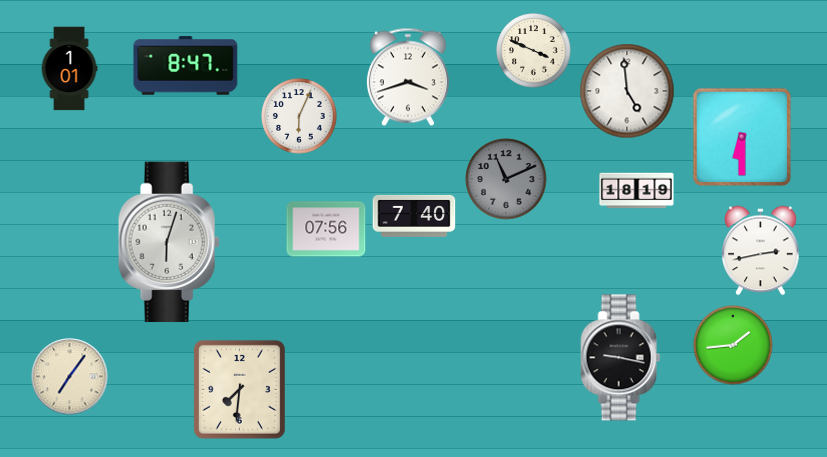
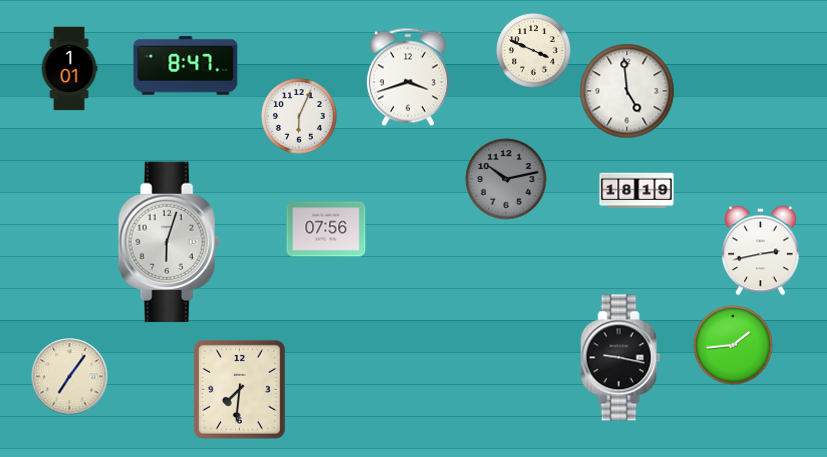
clock at (742, 137): 6:30 -> none
clock at (506, 179): 11:11 -> 10:13
clock at (414, 216): 7:40 -> none
